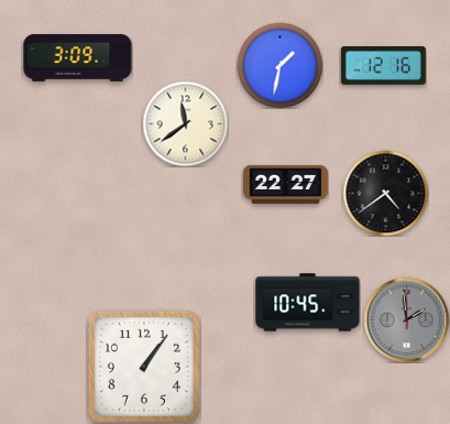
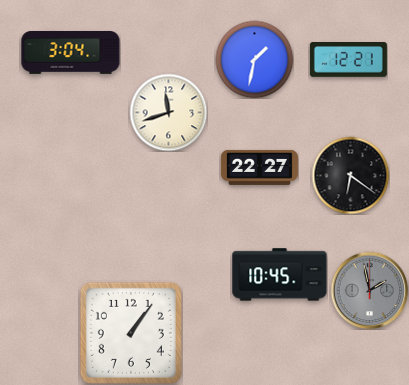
clock at (78, 58): 3:09 -> 3:04
clock at (383, 66): 12:16 -> 12:21
clock at (185, 123): 11:39 -> 11:42
clock at (385, 193): 4:39 -> 6:21
clock at (406, 319): 1:59 -> 1:58
